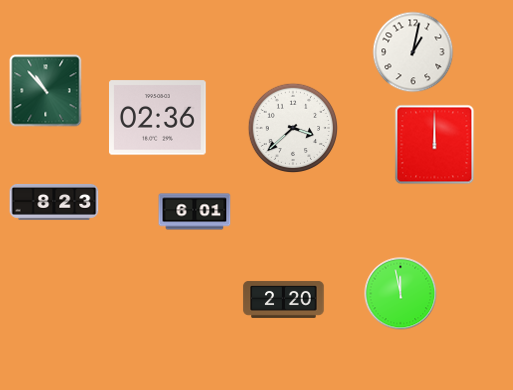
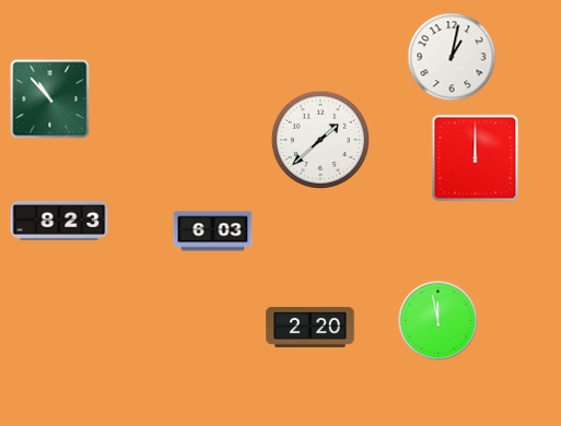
clock at (158, 118): 02:36 -> none
clock at (292, 127): 3:38 -> 1:38
clock at (195, 212): 6:01 -> 6:03
